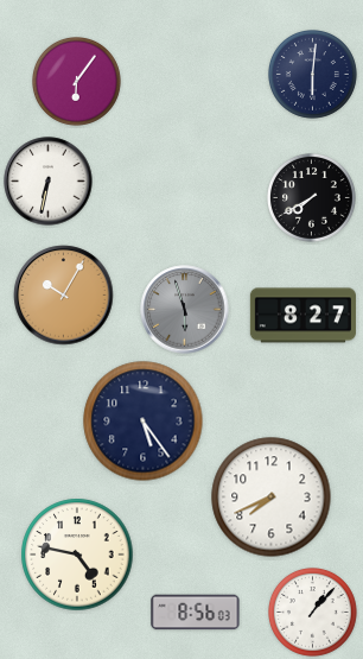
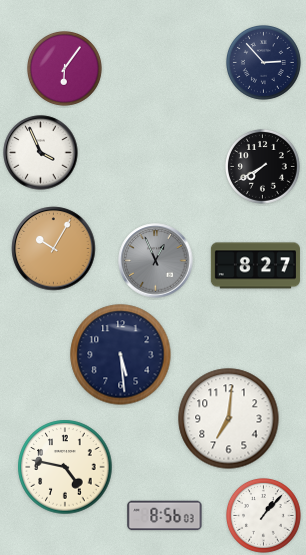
clock at (313, 75): 6:01 -> 2:53
clock at (49, 182): 6:32 -> 3:56
clock at (185, 310): 5:57 -> 12:56
clock at (144, 422): 5:24 -> 5:29
clock at (272, 498): 7:41 -> 7:01
